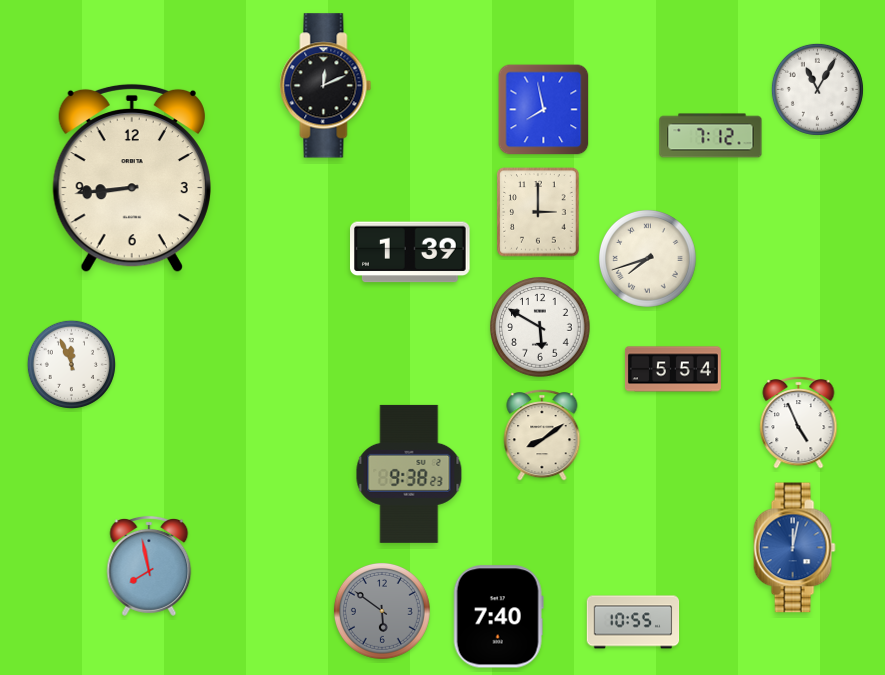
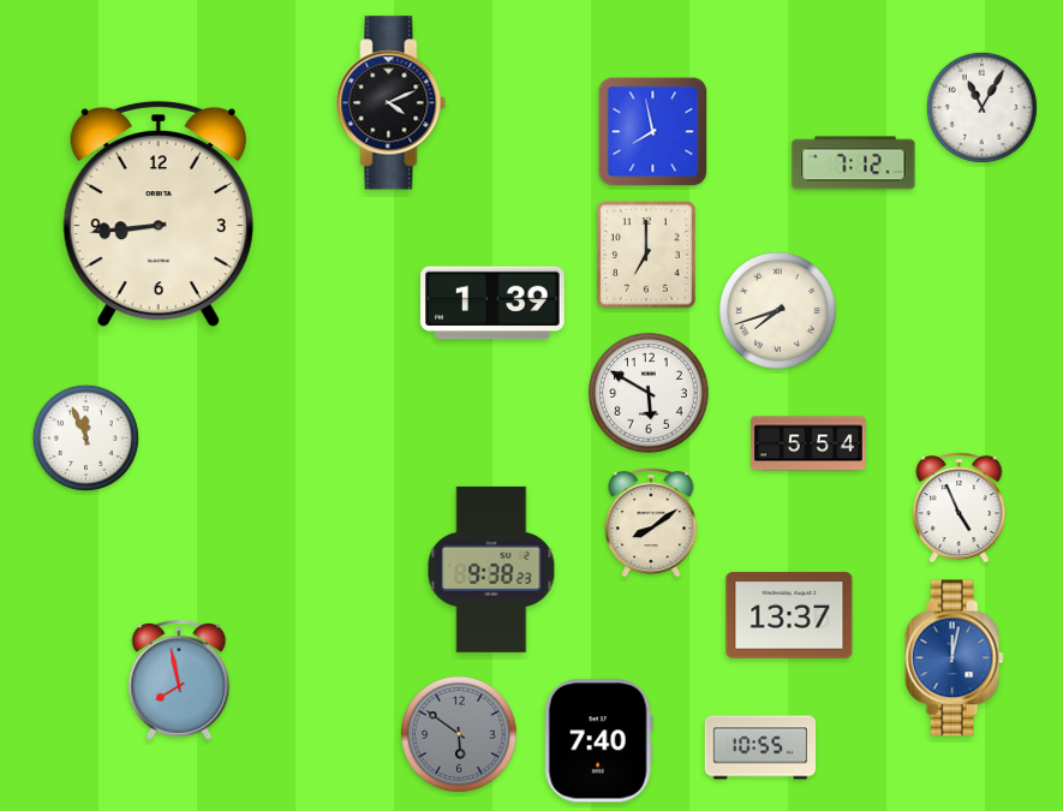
clock at (326, 86): 12:11 -> 4:11
clock at (538, 212): 3:00 -> 7:00
clock at (789, 615): none -> 13:37
